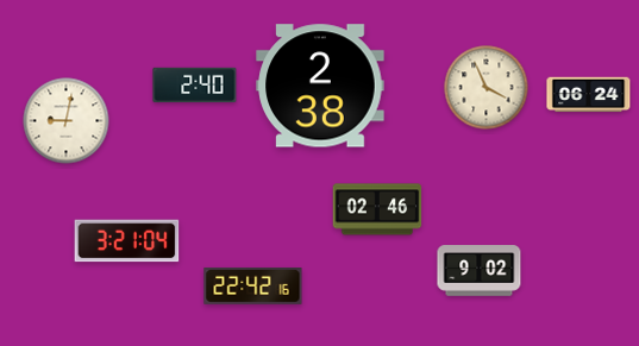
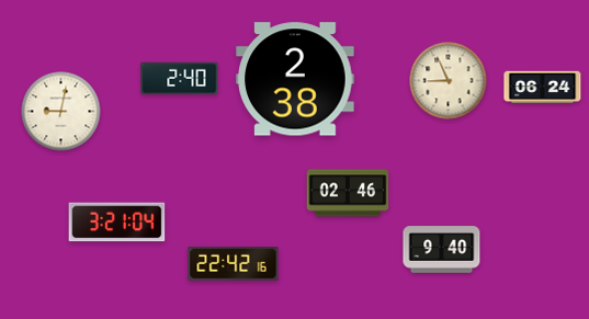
clock at (487, 88): 3:56 -> 8:56
clock at (480, 271): 9:02 -> 9:40
